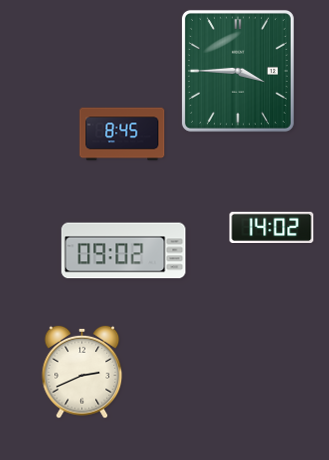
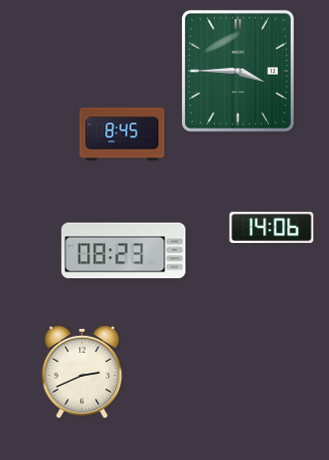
clock at (272, 228): 14:02 -> 14:06
clock at (124, 251): 09:02 -> 08:23
